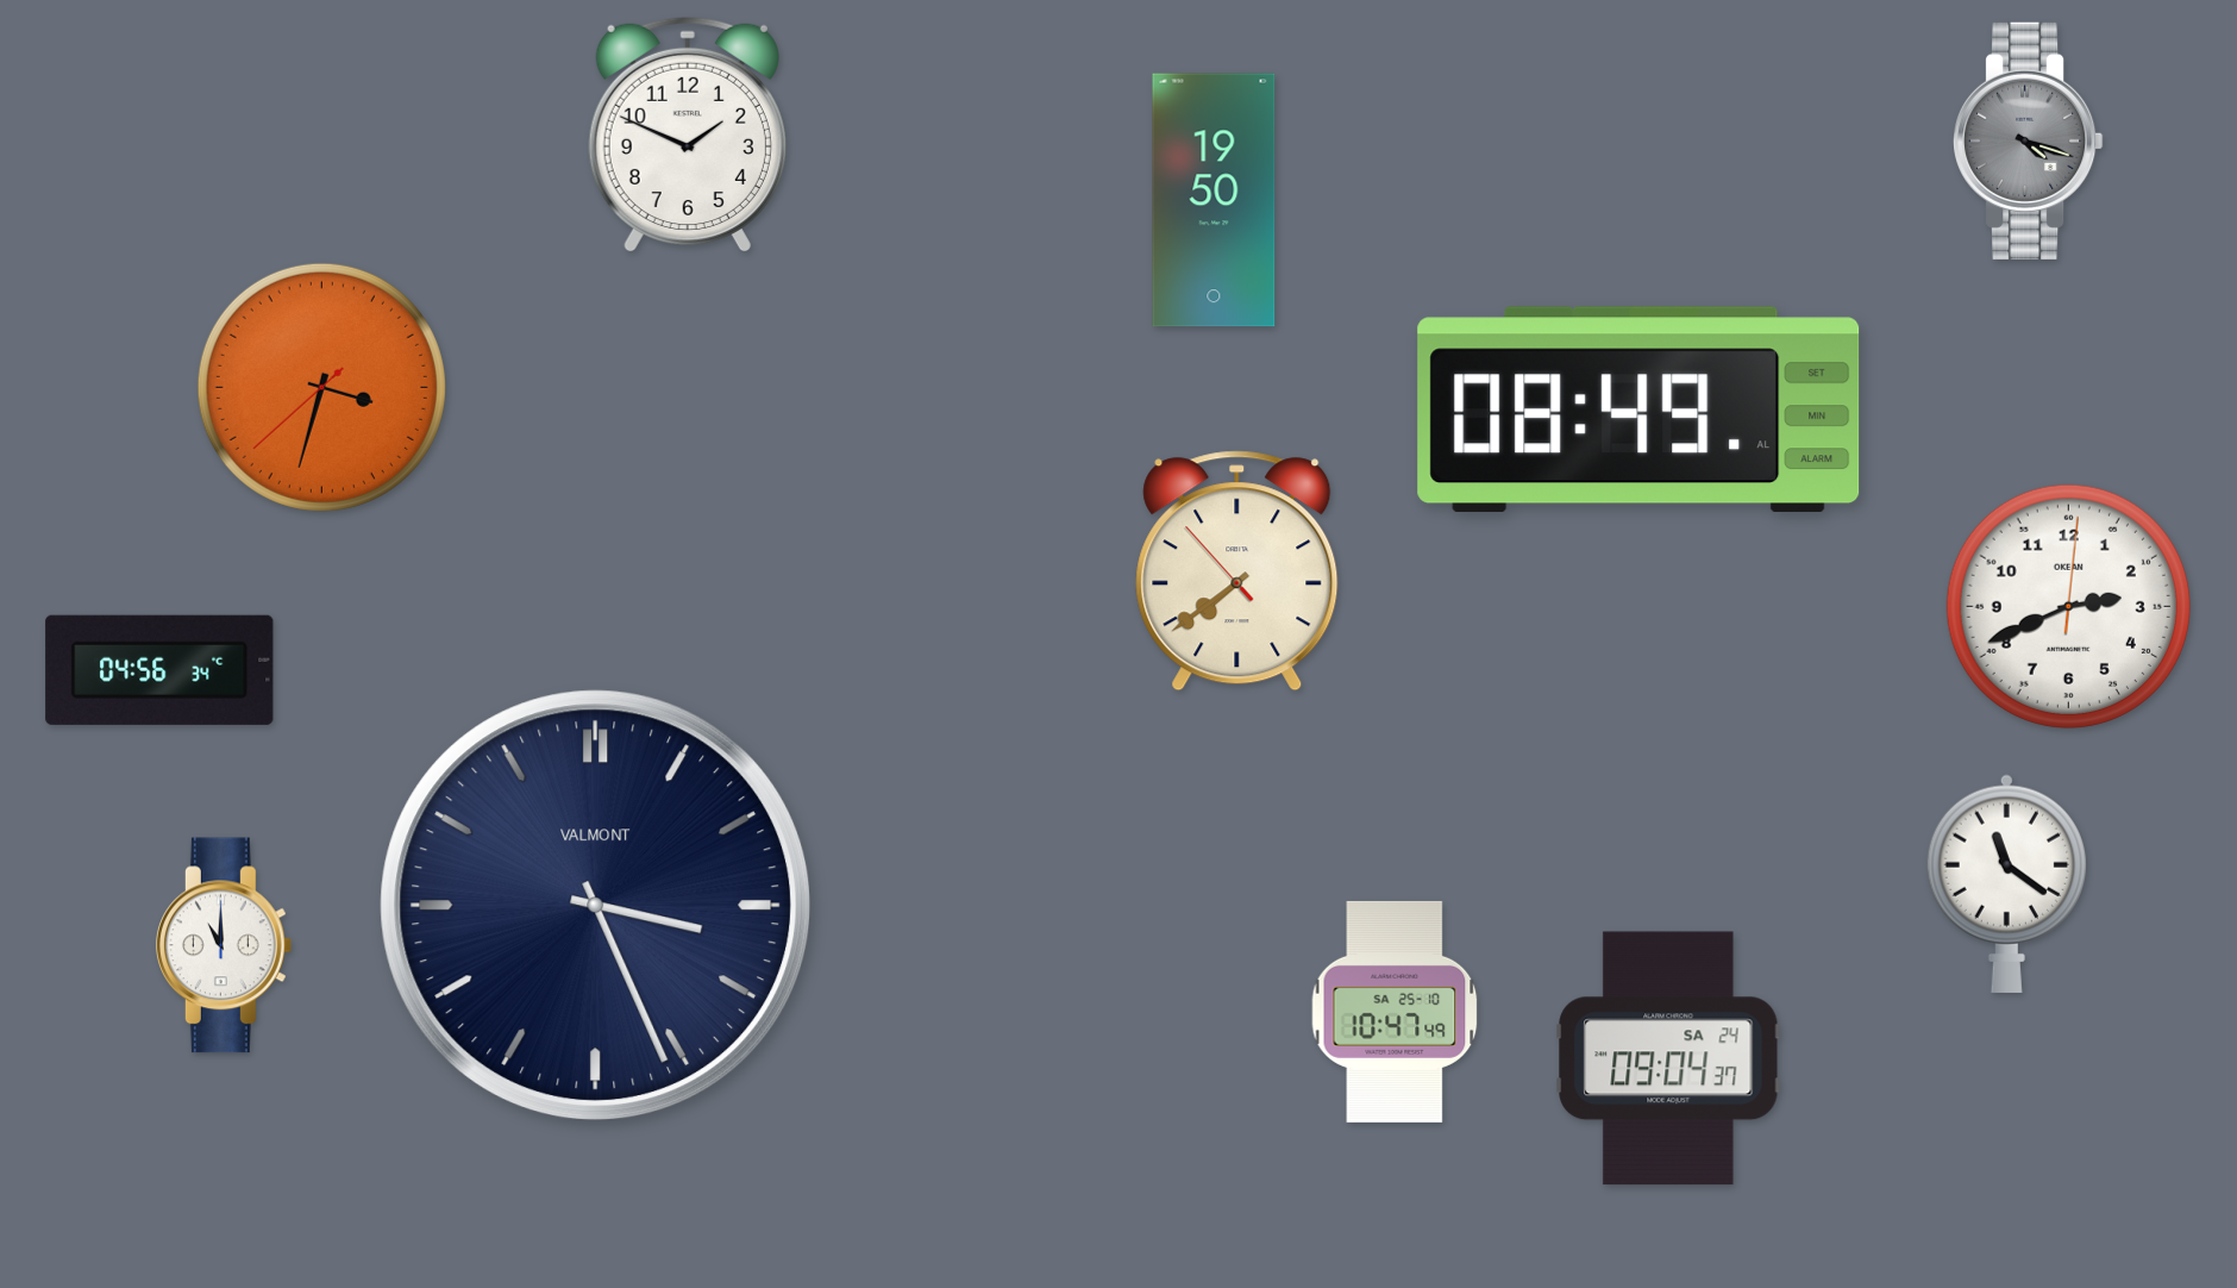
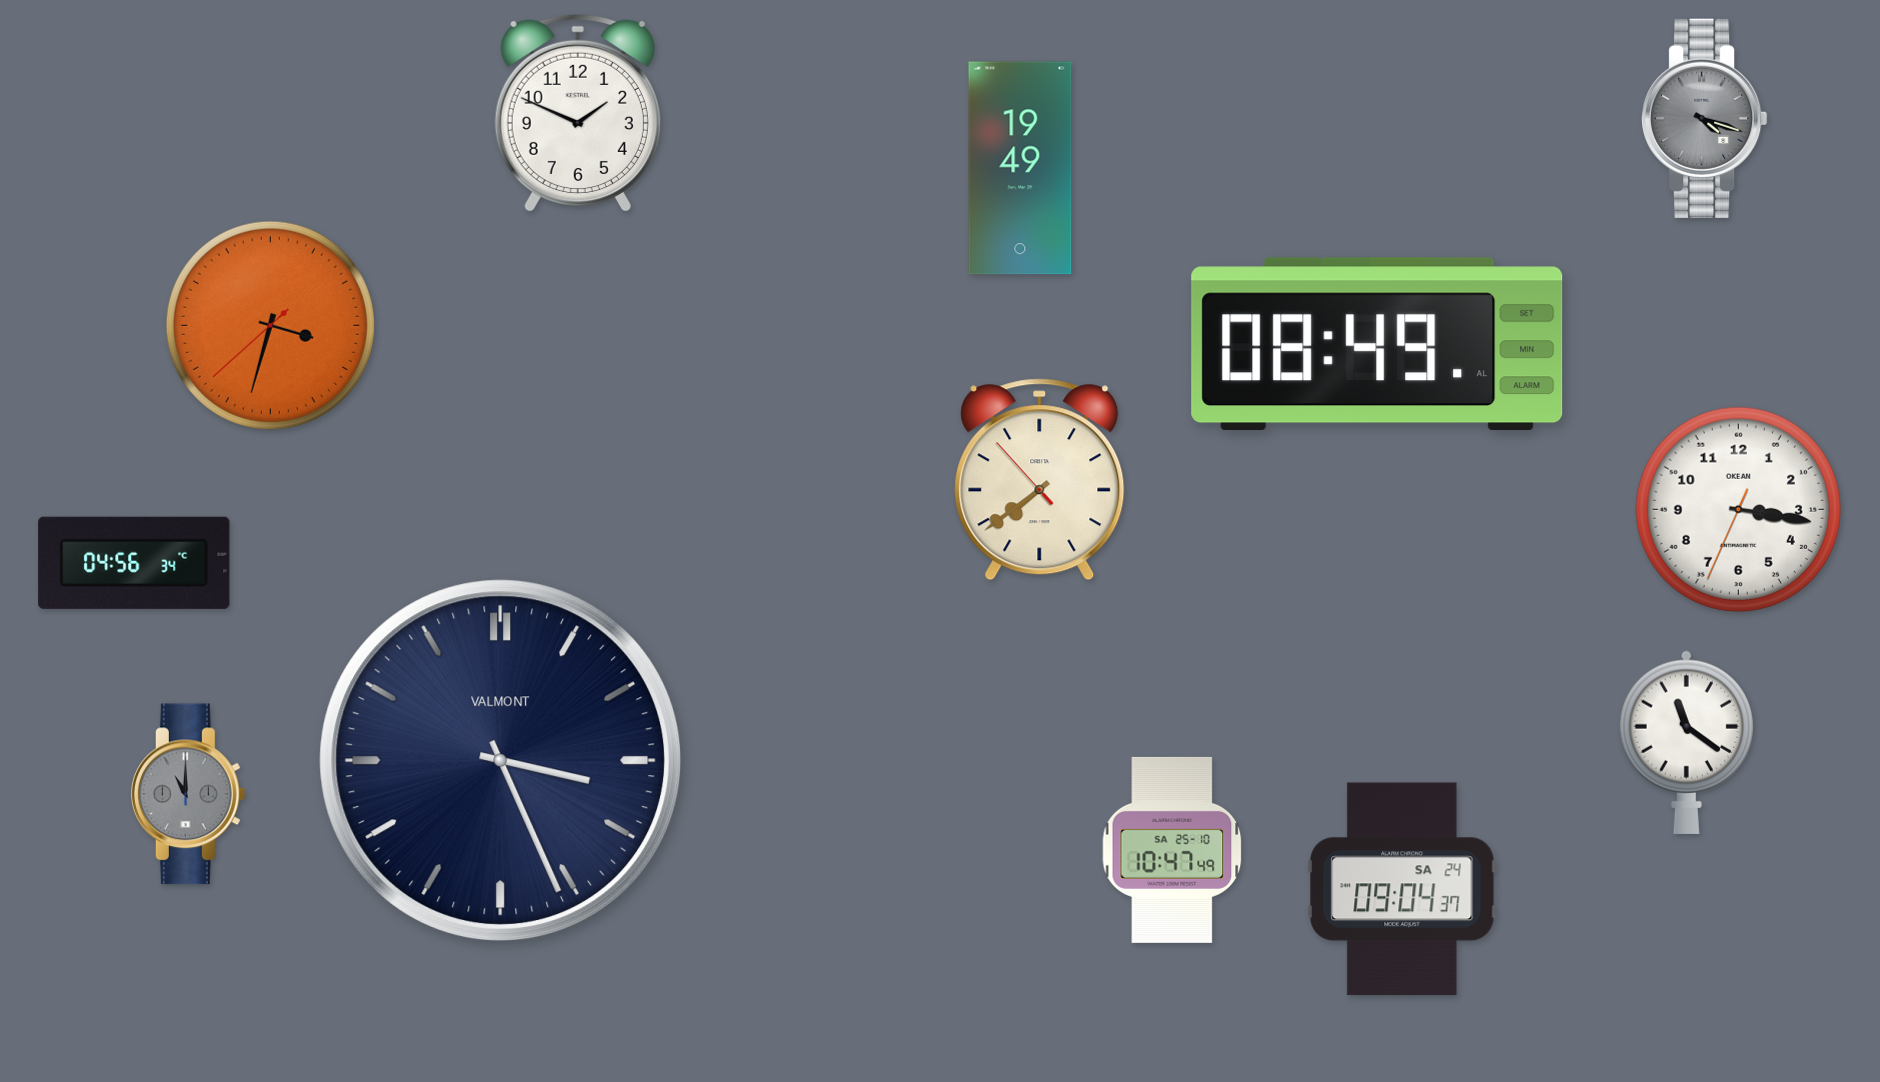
clock at (1214, 200): 19:50 -> 19:49
clock at (2068, 606): 2:41 -> 3:16
clock at (224, 945) dial: white -> grey
